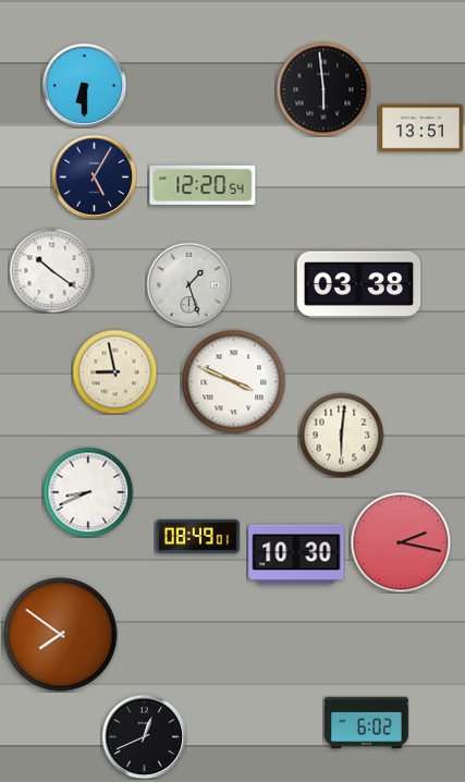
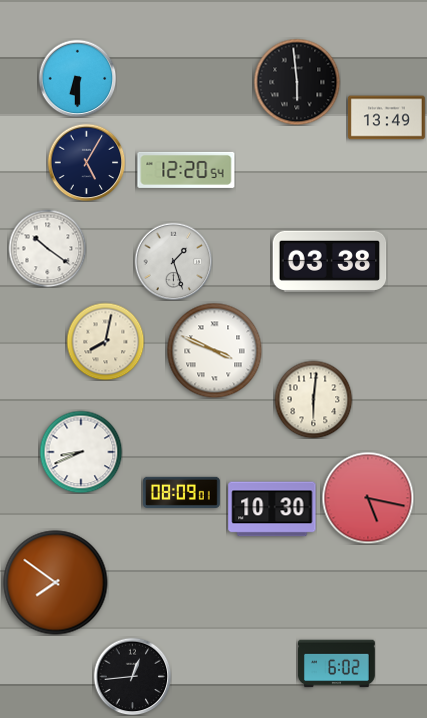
clock at (420, 129): 13:51 -> 13:49
clock at (114, 371): 8:58 -> 8:02
clock at (198, 536): 08:49 -> 08:09
clock at (401, 542): 2:17 -> 5:17
clock at (144, 736): 12:41 -> 12:44
